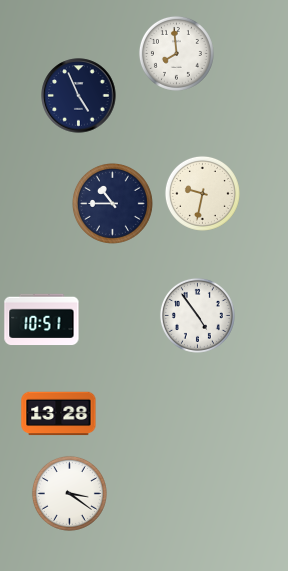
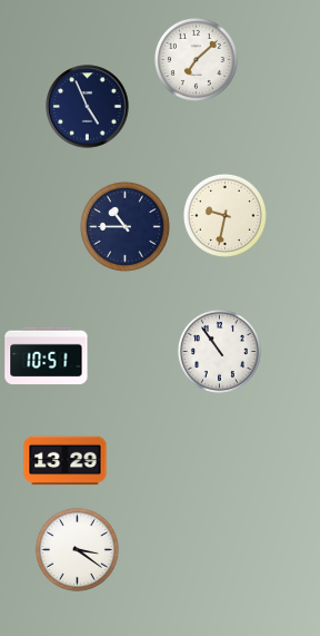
clock at (176, 53): 7:59 -> 7:08
clock at (197, 315): 4:54 -> 10:54
clock at (59, 414): 13:28 -> 13:29
